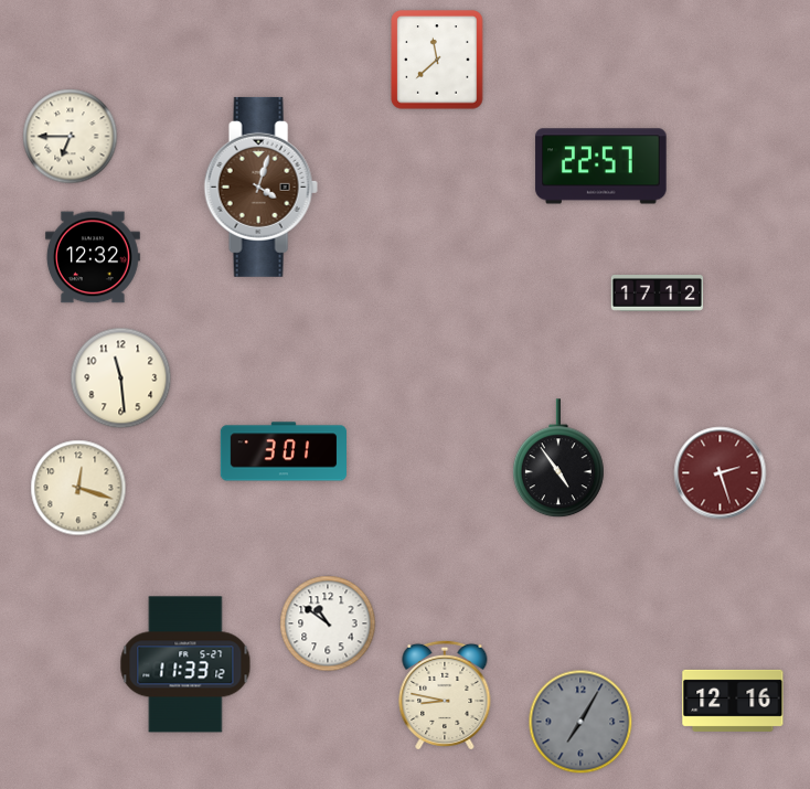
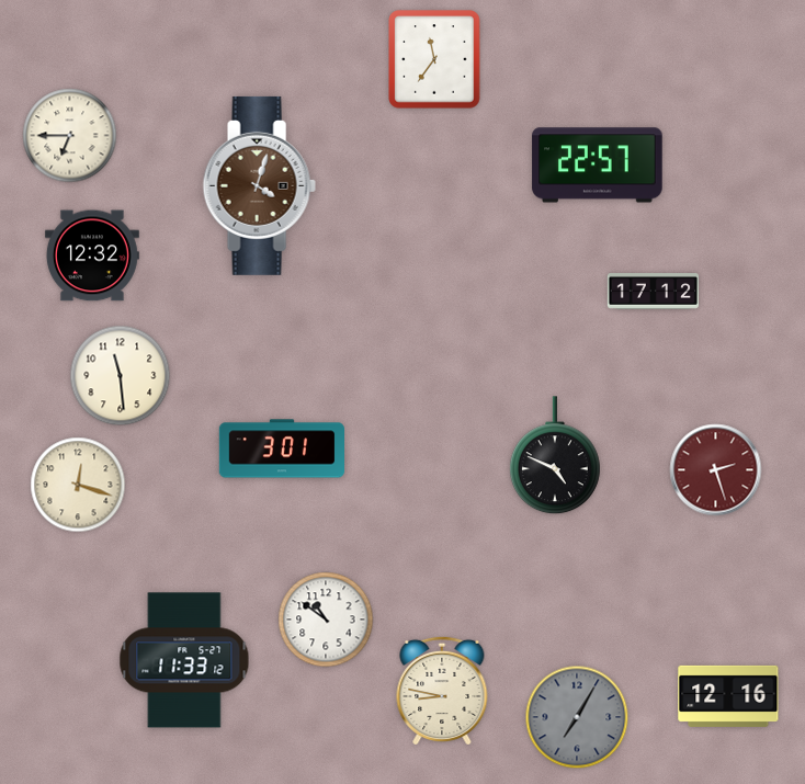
clock at (437, 60): 11:38 -> 11:36
clock at (558, 459): 4:54 -> 4:49
